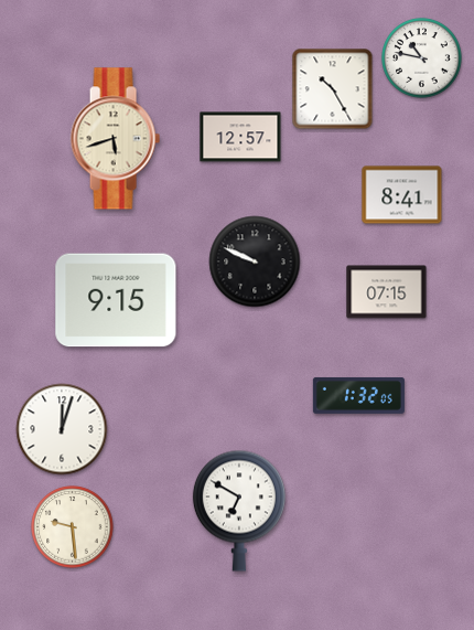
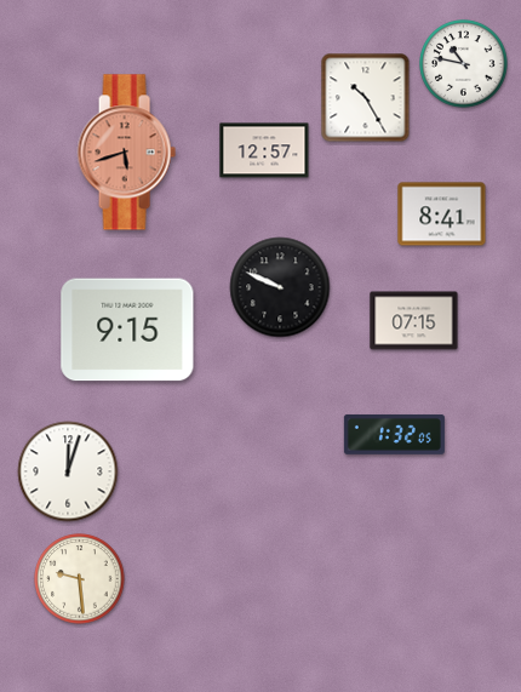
clock at (115, 139) dial: cream -> salmon
clock at (387, 292) position: (387, 292) -> (414, 321)
clock at (239, 511): 6:50 -> none
